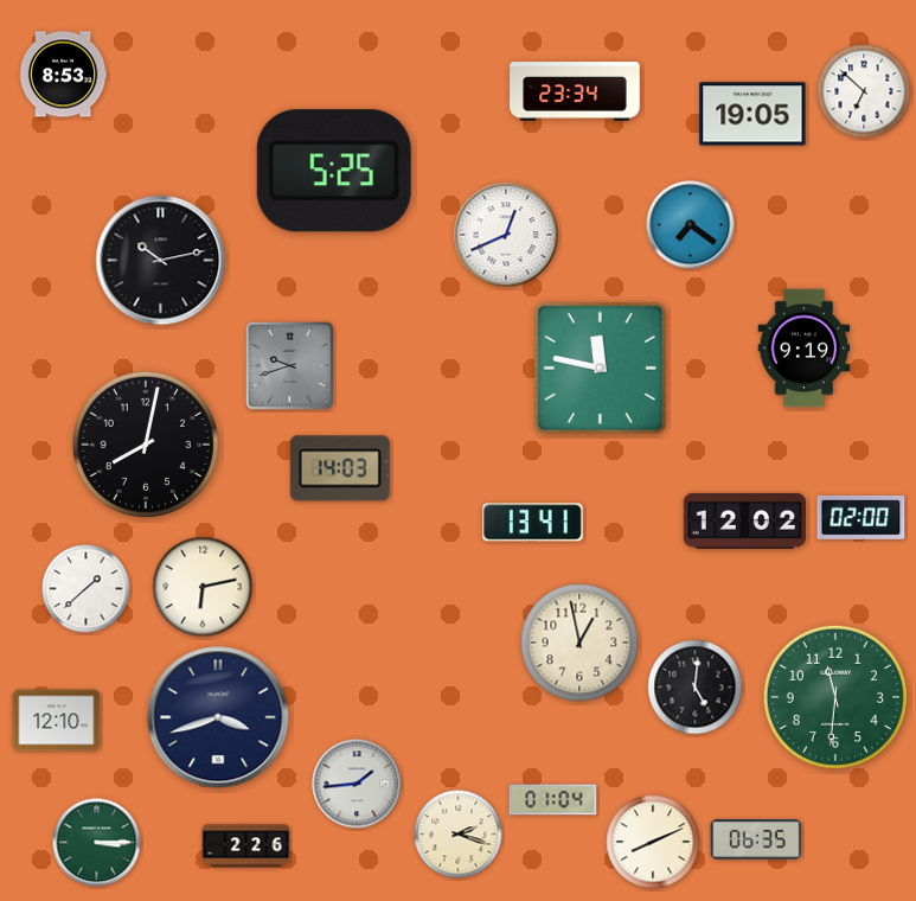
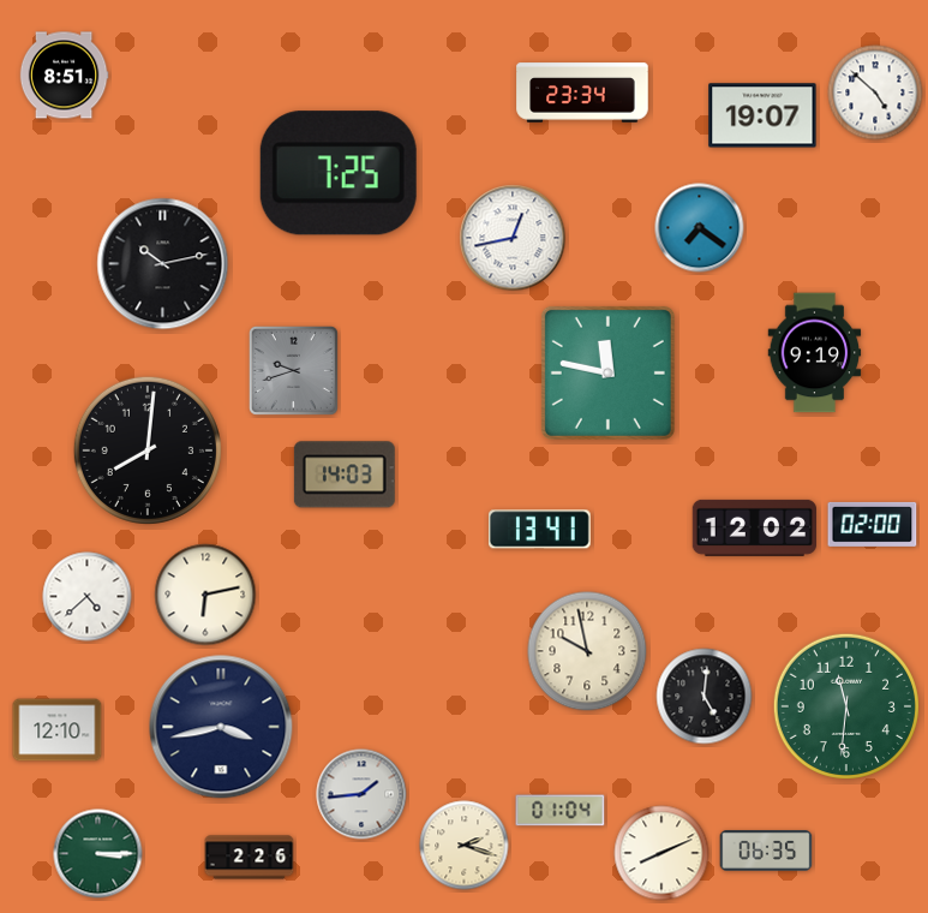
clock at (63, 75): 8:53 -> 8:51
clock at (864, 91): 6:52 -> 4:52
clock at (752, 114): 19:05 -> 19:07
clock at (334, 171): 5:25 -> 7:25
clock at (506, 235): 12:41 -> 12:43
clock at (146, 445): 8:02 -> 8:01
clock at (87, 589): 1:38 -> 4:38
clock at (579, 643): 12:58 -> 9:58
clock at (218, 717): 3:42 -> 3:43
